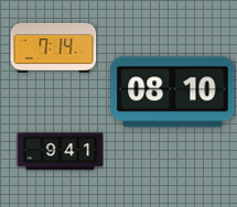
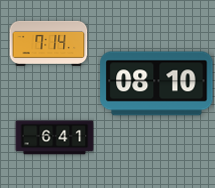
clock at (60, 152): 9:41 -> 6:41
